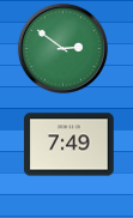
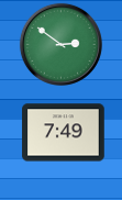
clock at (62, 48) position: (62, 48) -> (60, 44)
